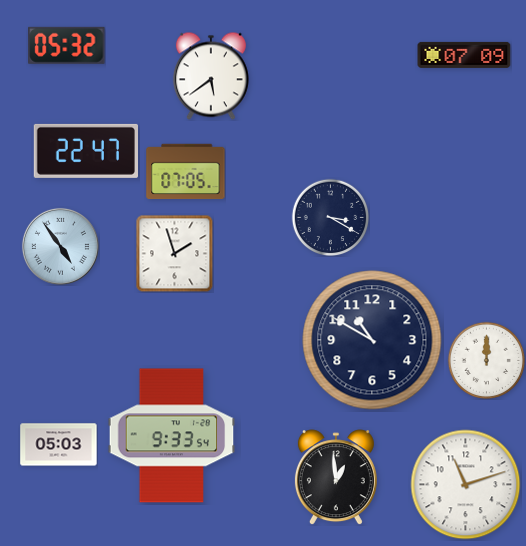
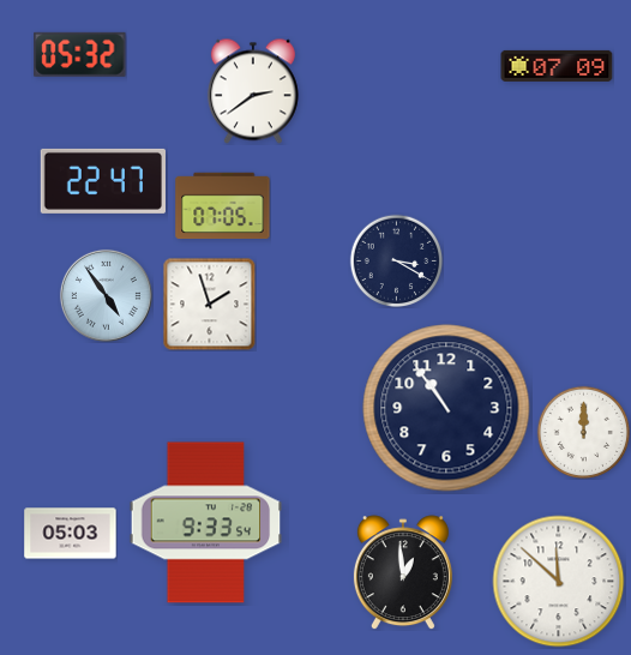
clock at (211, 76): 5:39 -> 2:39
clock at (60, 246) position: (60, 246) -> (106, 295)
clock at (372, 340): 10:50 -> 10:54
clock at (466, 485): 11:12 -> 11:52
